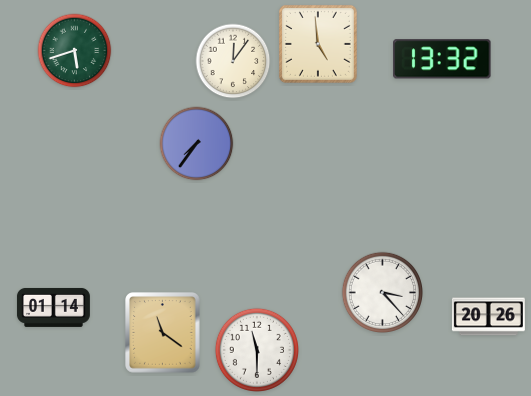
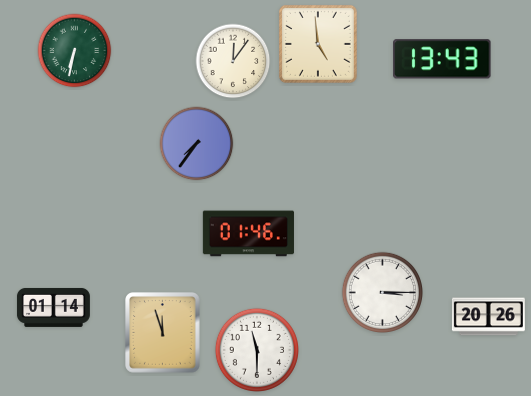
clock at (75, 51): 5:42 -> 6:32
clock at (442, 59): 13:32 -> 13:43
clock at (248, 234): none -> 01:46
clock at (382, 292): 3:23 -> 3:15
clock at (163, 333): 11:21 -> 11:57
